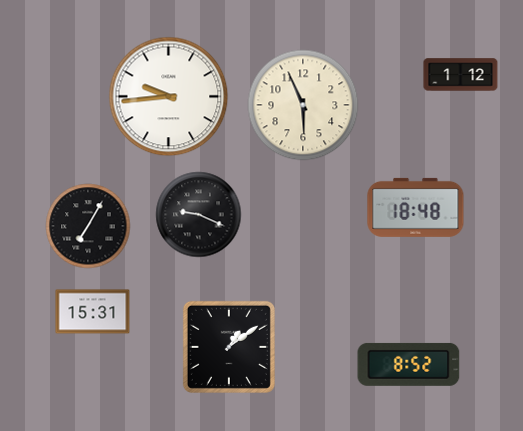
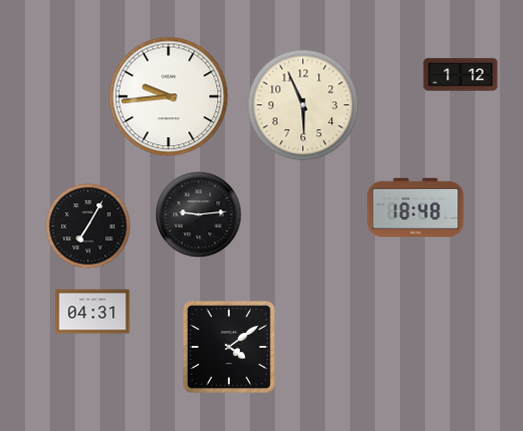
clock at (199, 215): 9:19 -> 9:14
clock at (93, 312): 15:31 -> 04:31
clock at (229, 347): 1:09 -> 4:09
clock at (409, 364): 8:52 -> none
